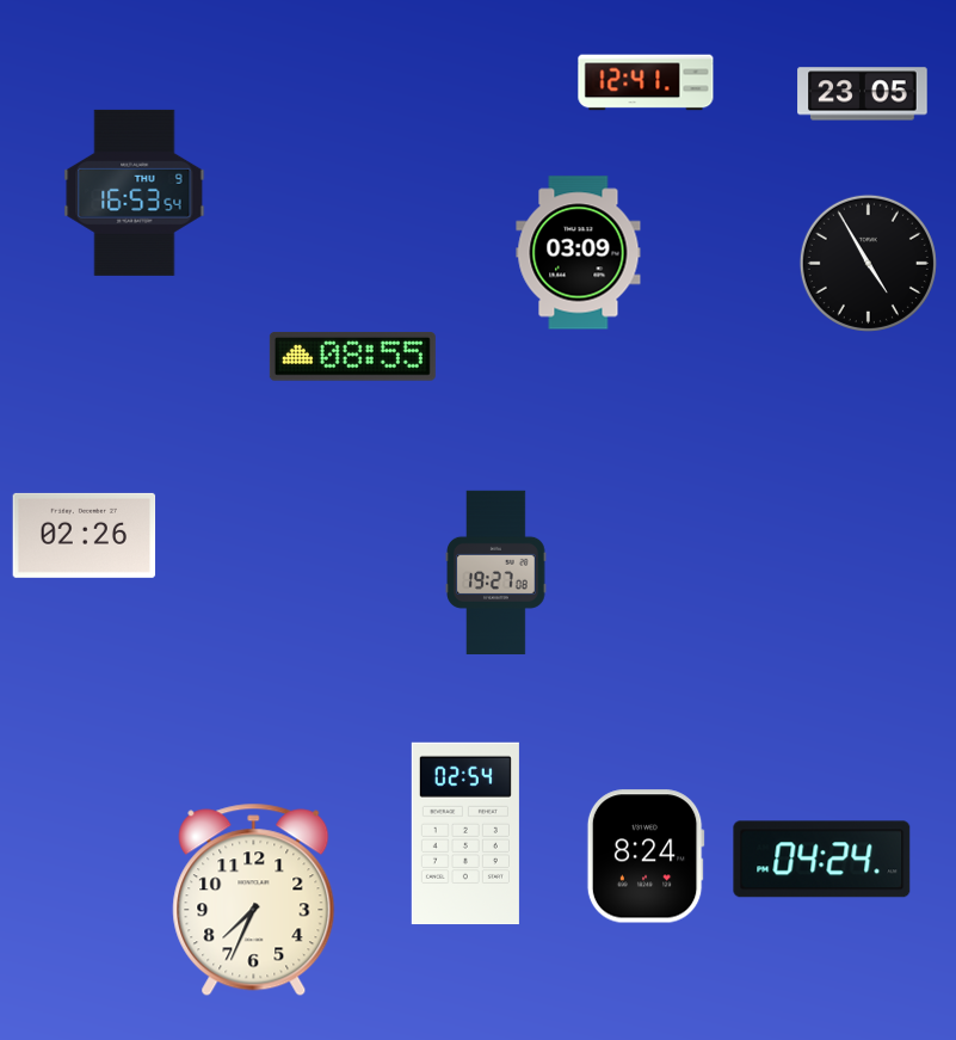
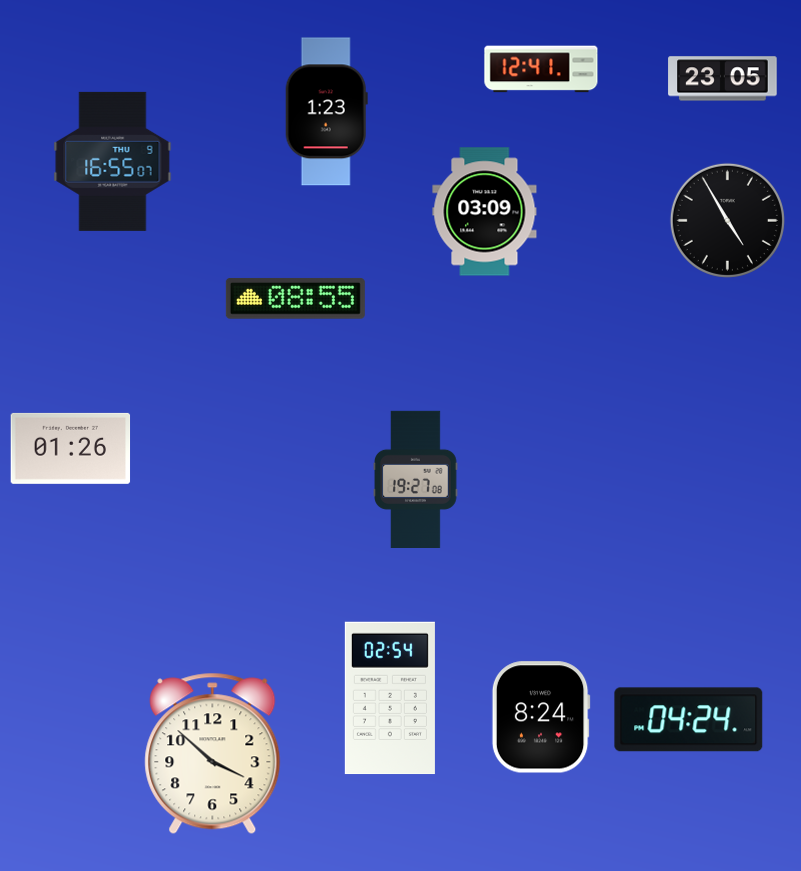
clock at (326, 112): none -> 1:23
clock at (135, 192): 16:53 -> 16:55
clock at (85, 535): 02:26 -> 01:26
clock at (254, 900): 7:34 -> 3:52
